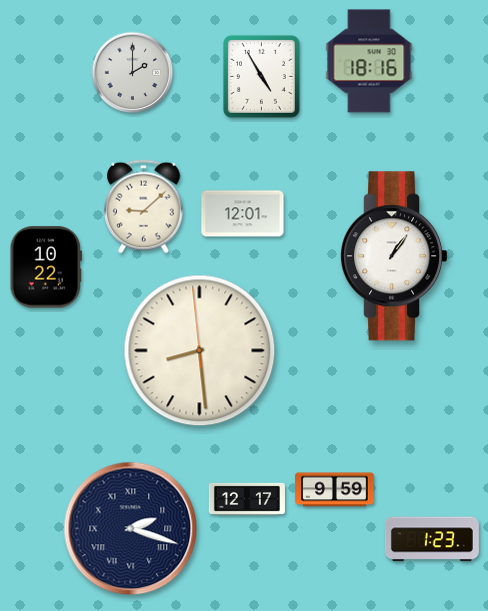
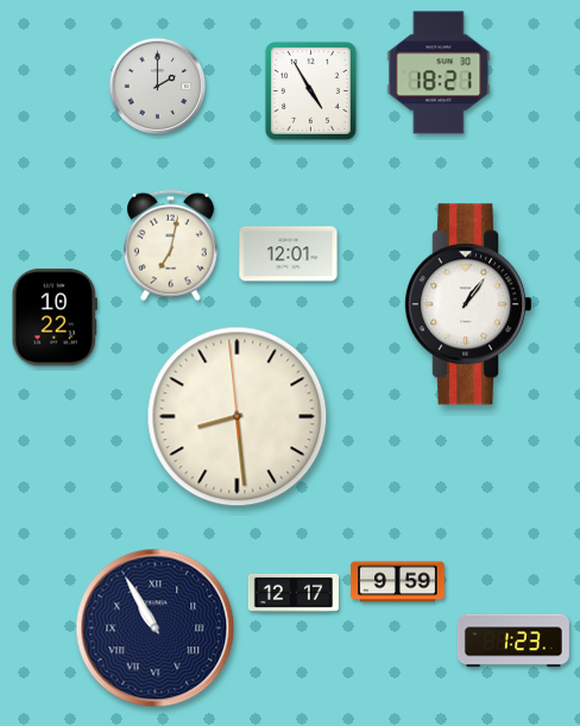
clock at (369, 61): 18:16 -> 18:21
clock at (144, 207): 9:08 -> 7:02
clock at (131, 529): 2:18 -> 10:55
